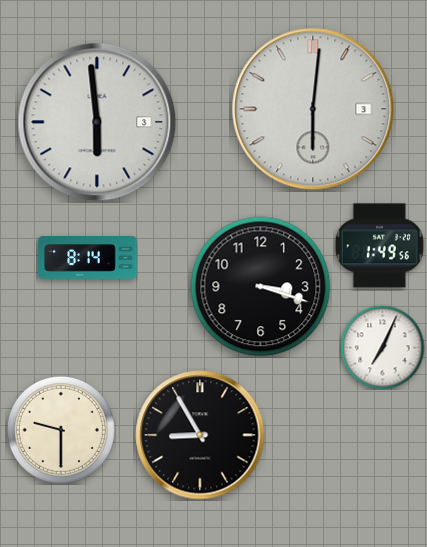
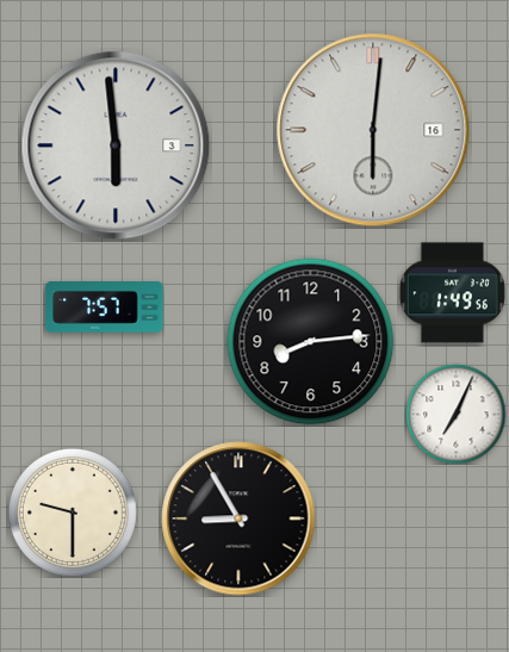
clock at (313, 109) date: 3 -> 16
clock at (88, 258): 8:14 -> 7:57
clock at (261, 287): 3:18 -> 8:14
